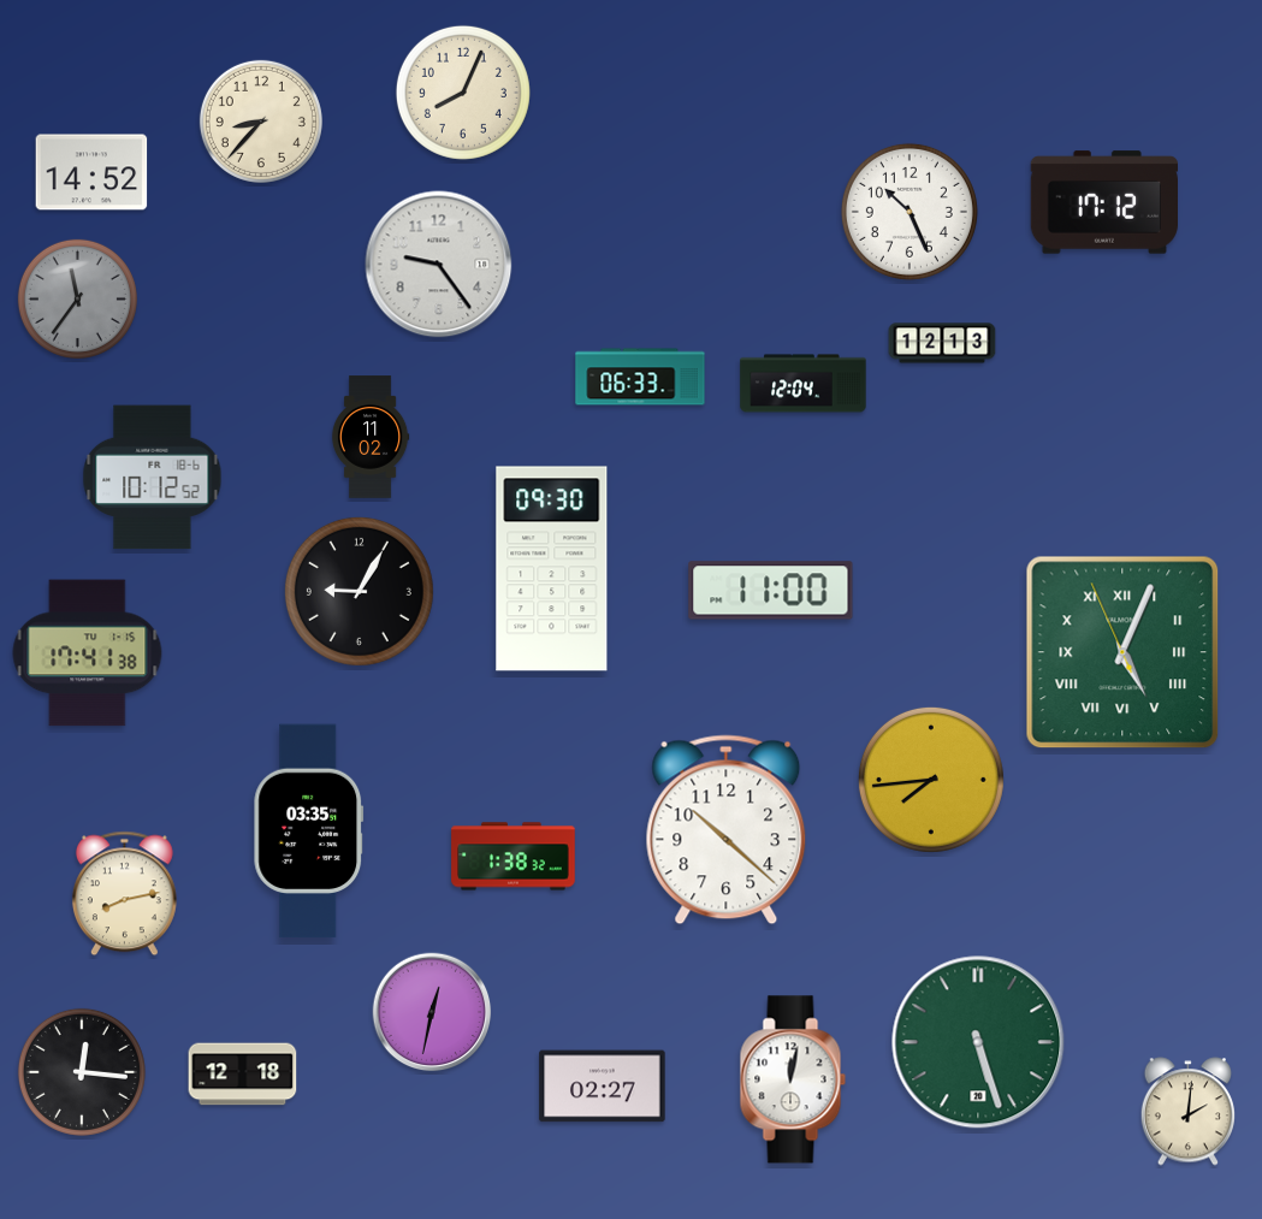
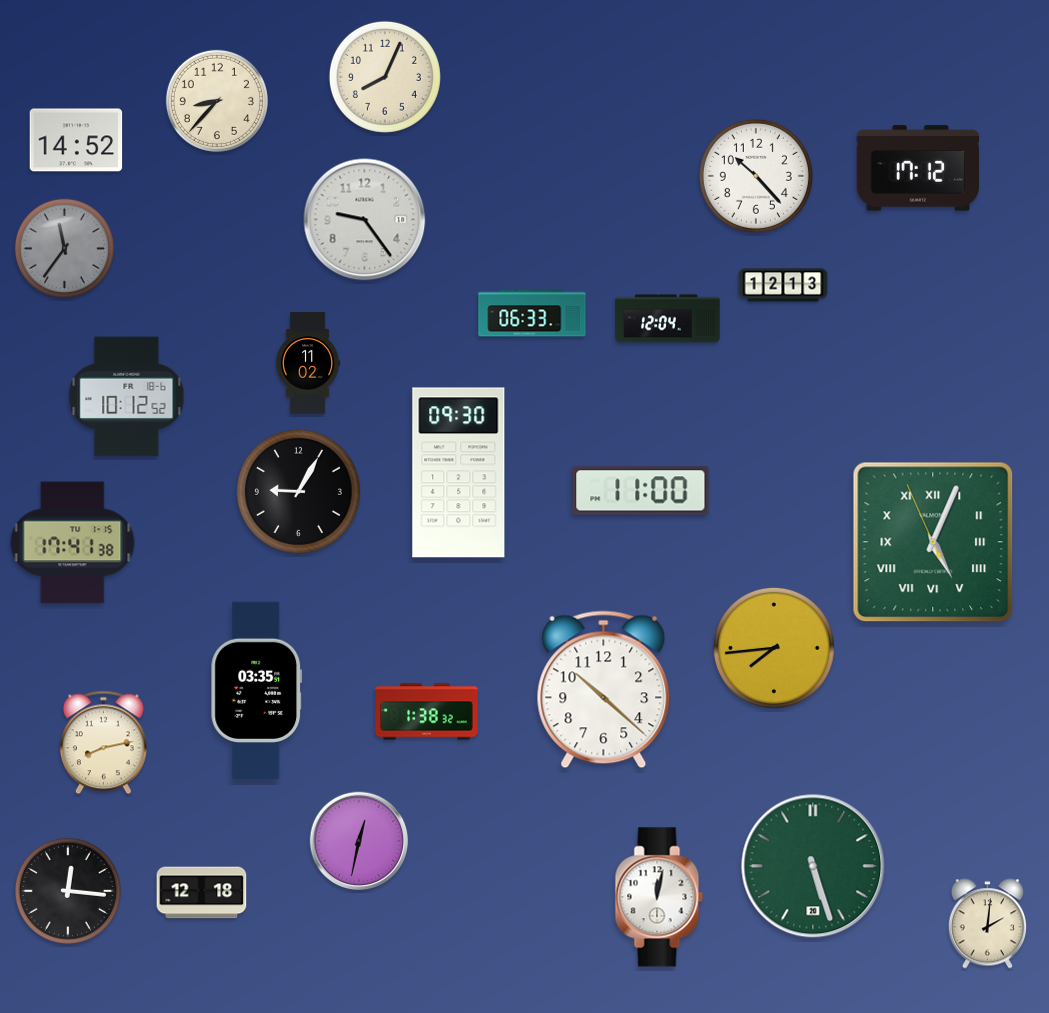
clock at (91, 172) position: (91, 172) -> (76, 140)
clock at (910, 212): 10:26 -> 10:23
clock at (603, 1087): 02:27 -> none
